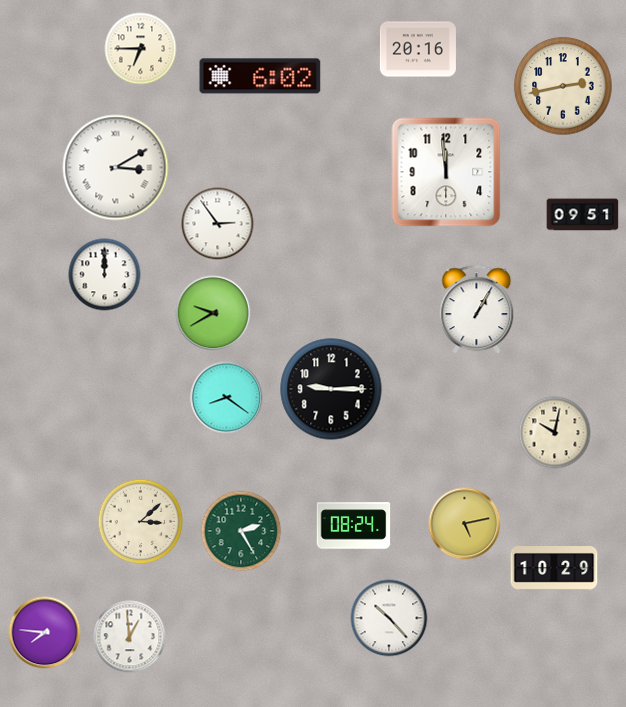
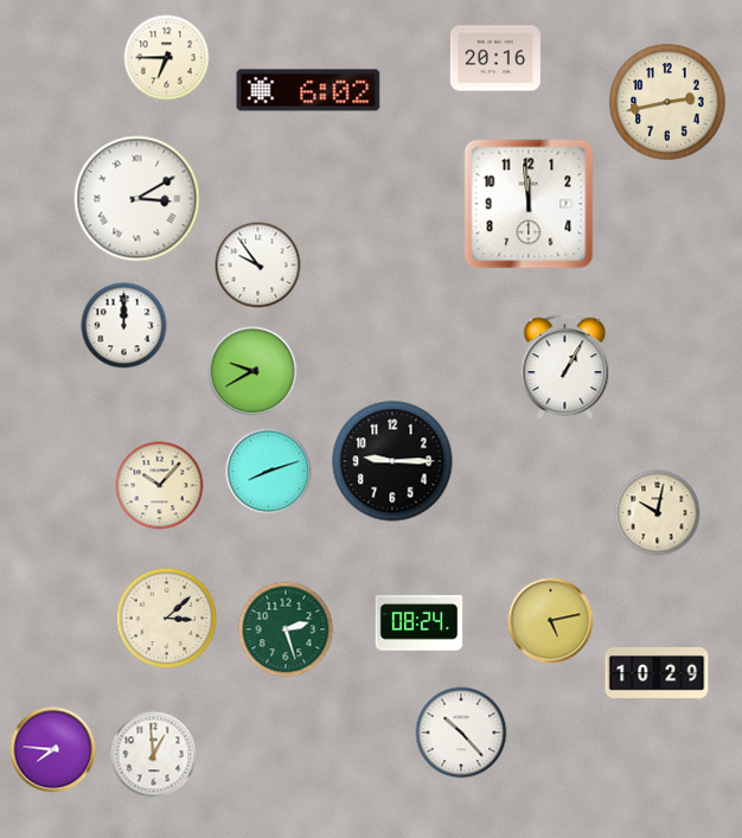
clock at (583, 215): 09:51 -> none
clock at (218, 224): 2:54 -> 9:54
clock at (227, 398): 8:21 -> 8:12
clock at (160, 486): none -> 10:07
clock at (241, 531): 2:25 -> 2:27
